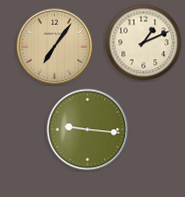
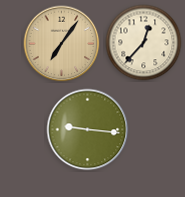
clock at (144, 43): 1:11 -> 12:37
clock at (55, 47) position: (55, 47) -> (62, 44)
